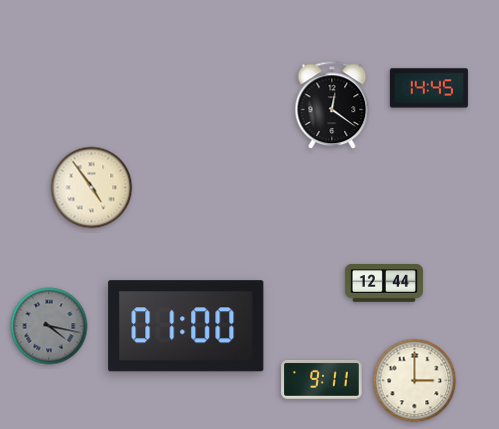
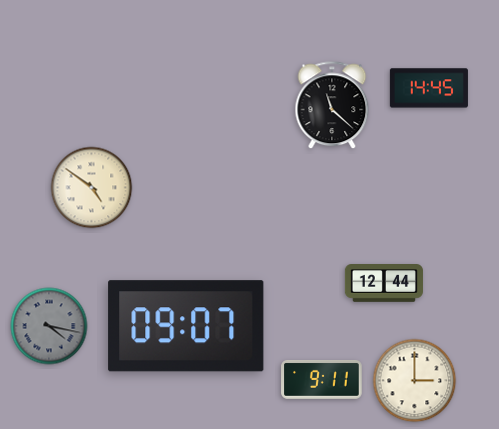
clock at (332, 106): 12:21 -> 11:22
clock at (92, 188): 4:54 -> 4:51
clock at (186, 326): 01:00 -> 09:07
